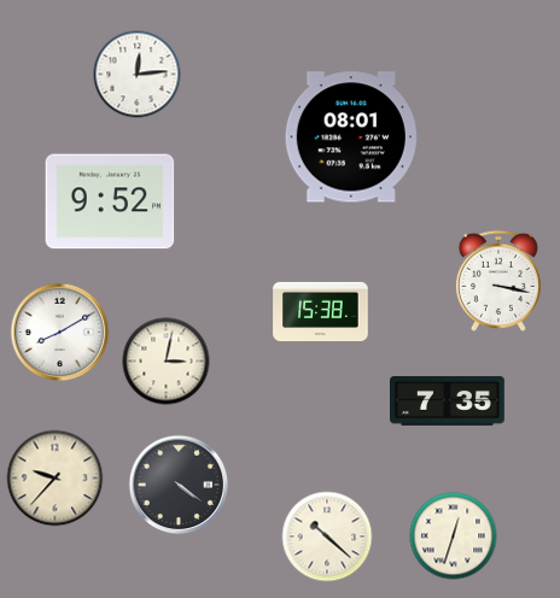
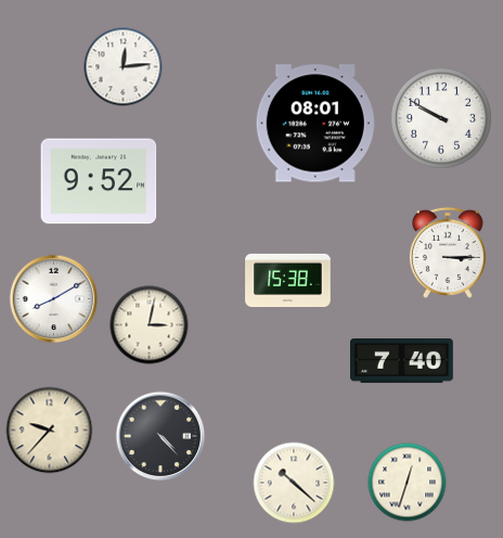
clock at (441, 118): none -> 9:50
clock at (498, 281): 3:17 -> 3:15
clock at (448, 401): 7:35 -> 7:40
clock at (179, 485): 4:21 -> 4:23
